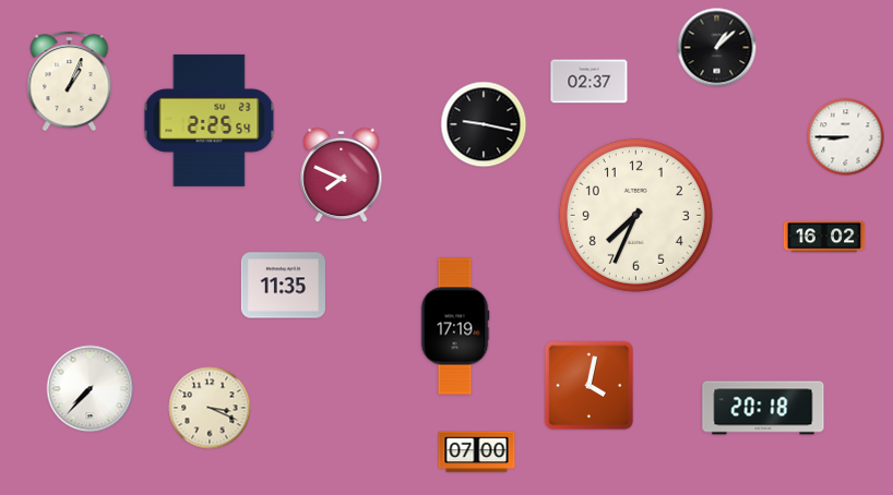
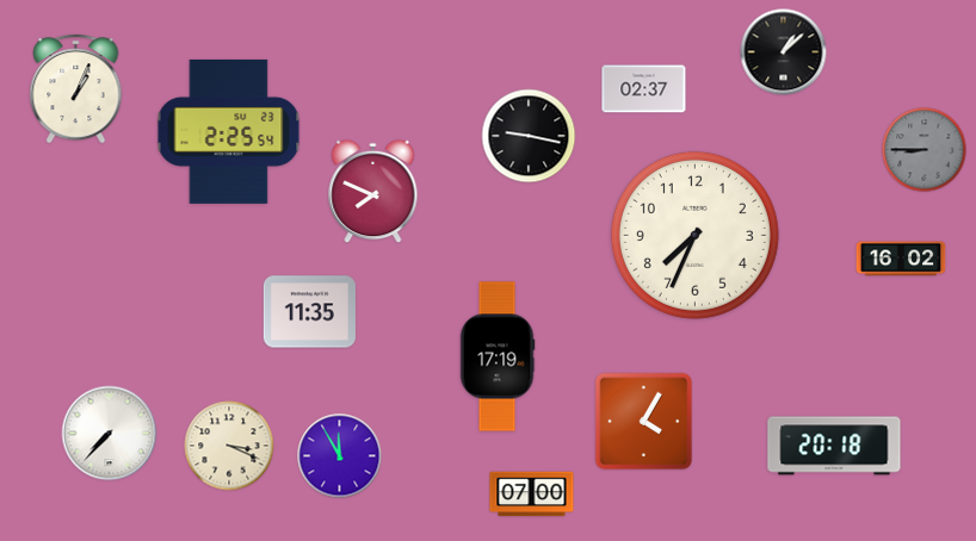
clock at (846, 137) dial: white -> grey
clock at (590, 386): 4:02 -> 4:05
clock at (91, 389) position: (91, 389) -> (110, 434)
clock at (340, 456): none -> 11:55
clock at (477, 452) position: (477, 452) -> (532, 495)
